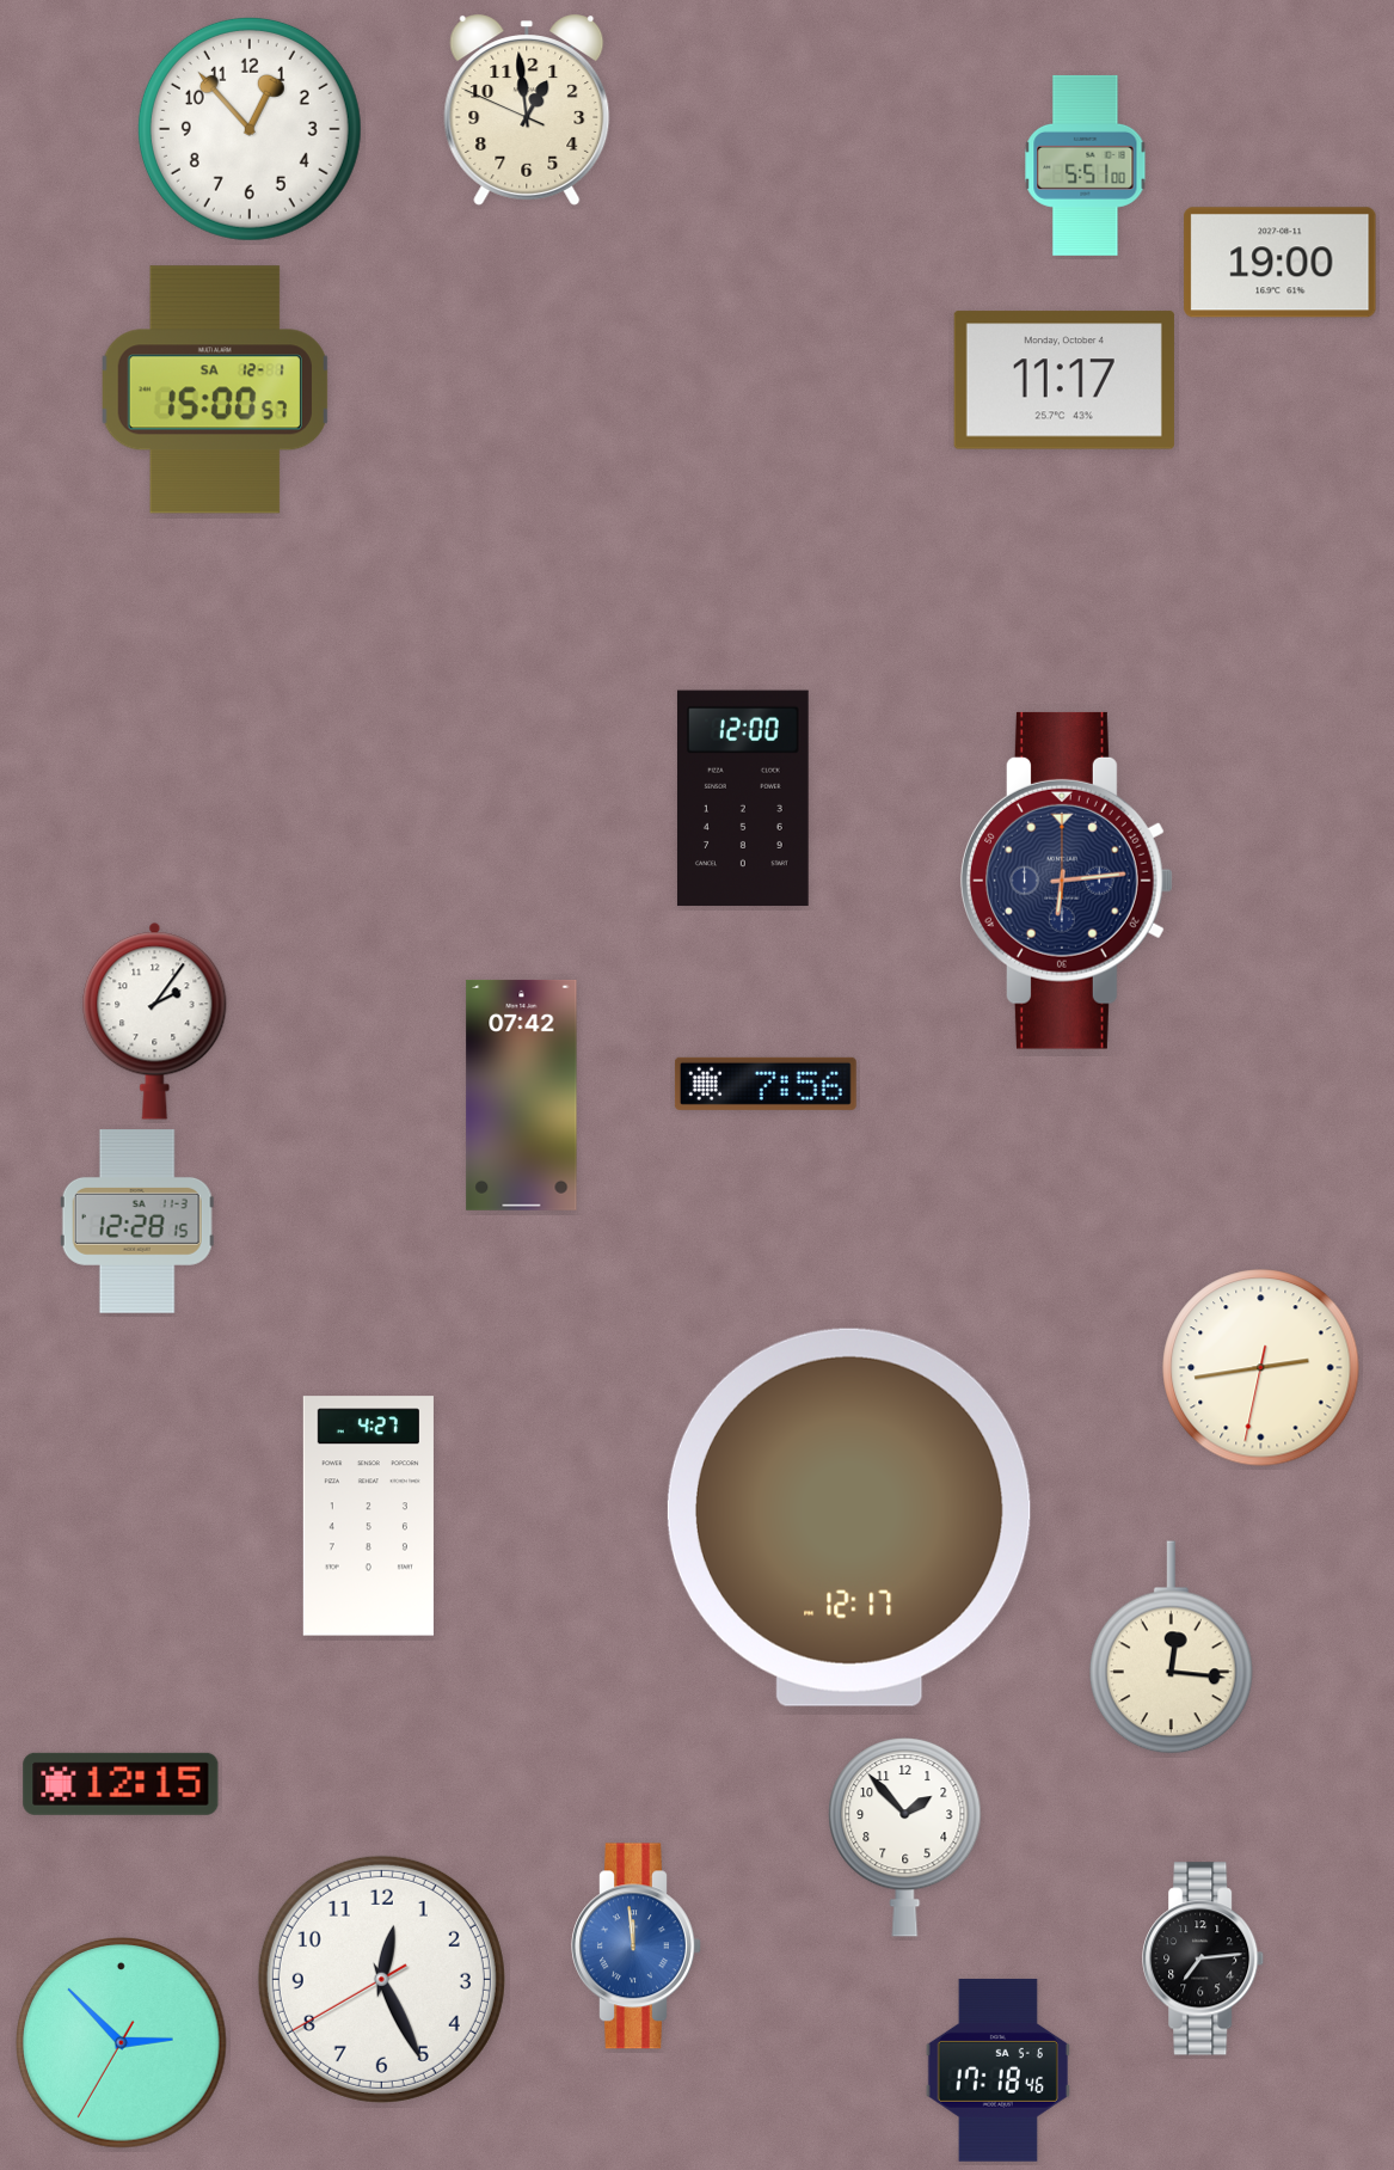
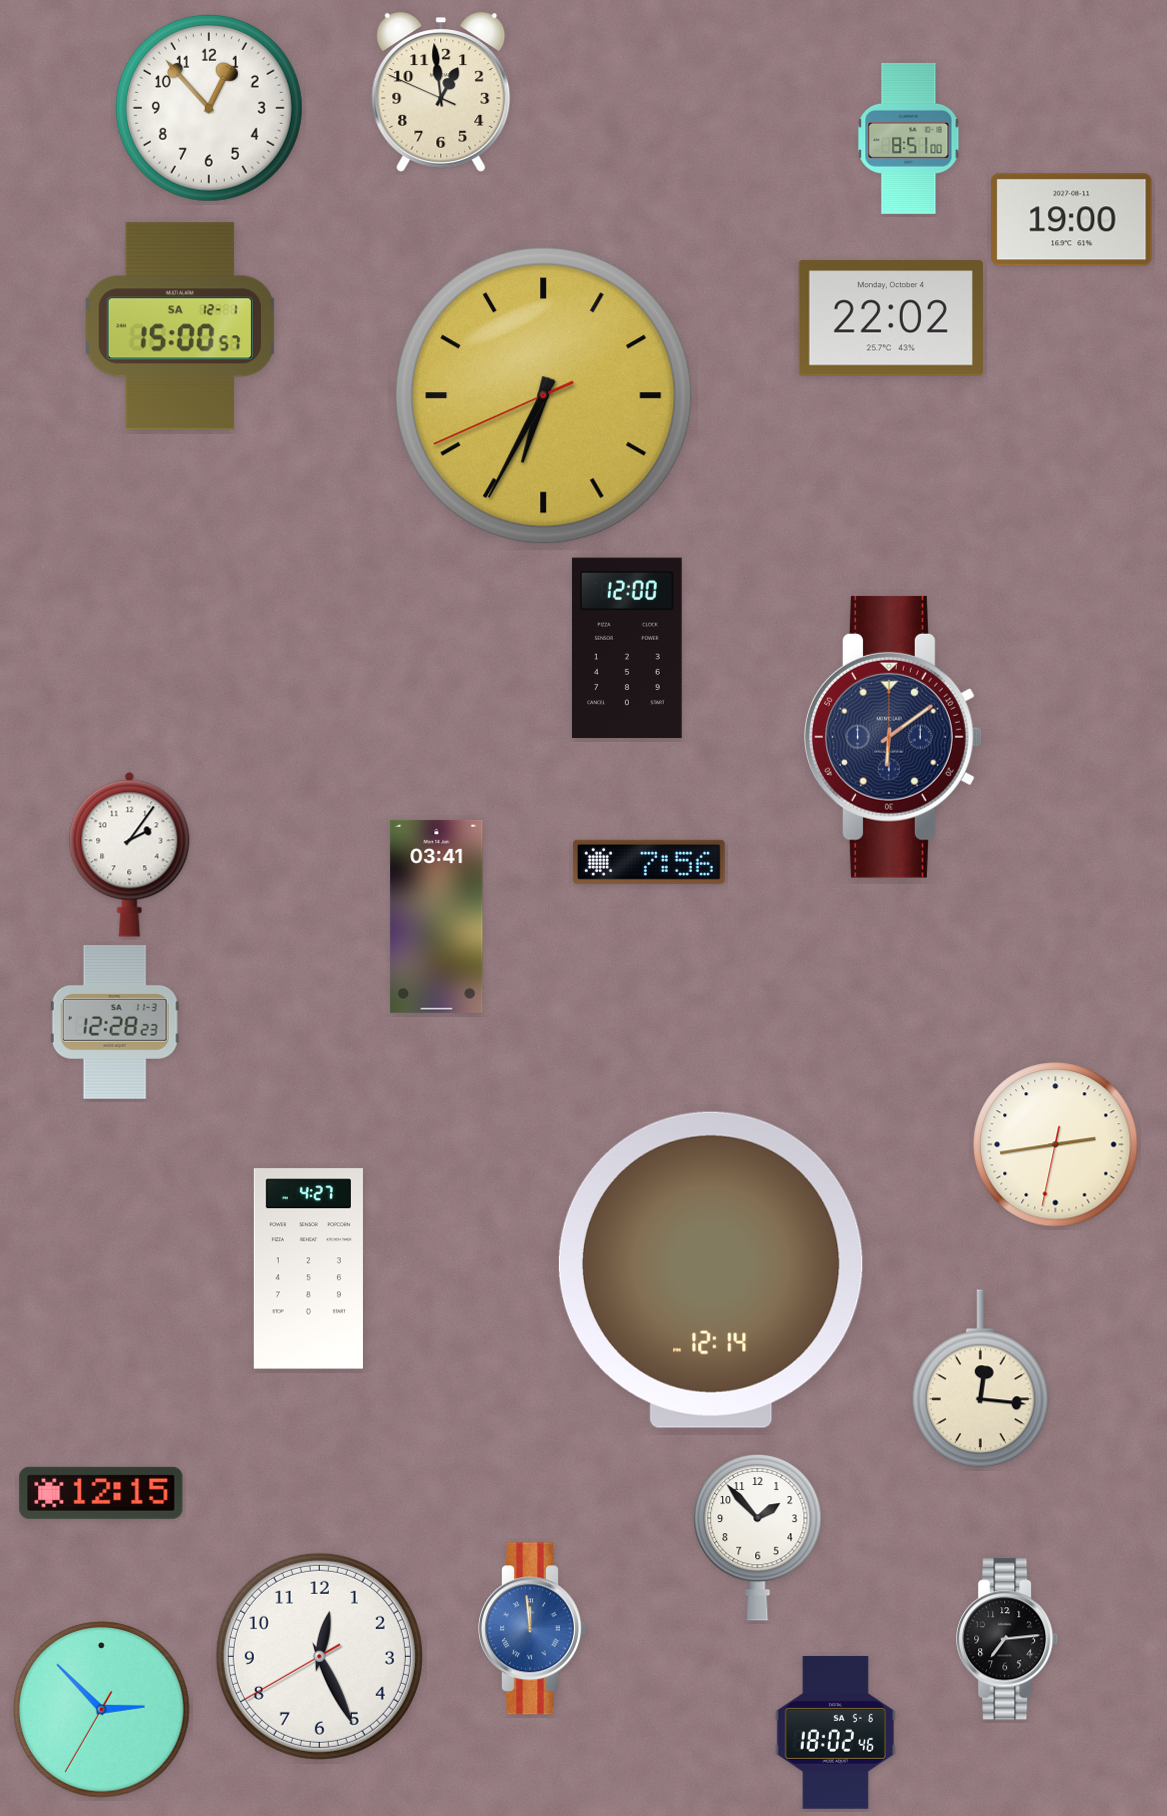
clock at (1086, 165): 5:51 -> 8:51
clock at (1064, 380): 11:17 -> 22:02
clock at (544, 396): none -> 6:34
clock at (743, 798) position: (743, 798) -> (627, 648)
clock at (1068, 881): 6:14 -> 6:09
clock at (766, 1084) position: (766, 1084) -> (649, 862)
clock at (522, 1095): 07:42 -> 03:41
clock at (137, 1222): 12:28:15 -> 12:28:23
clock at (849, 1518): 12:17 -> 12:14
clock at (997, 2070): 17:18 -> 18:02
